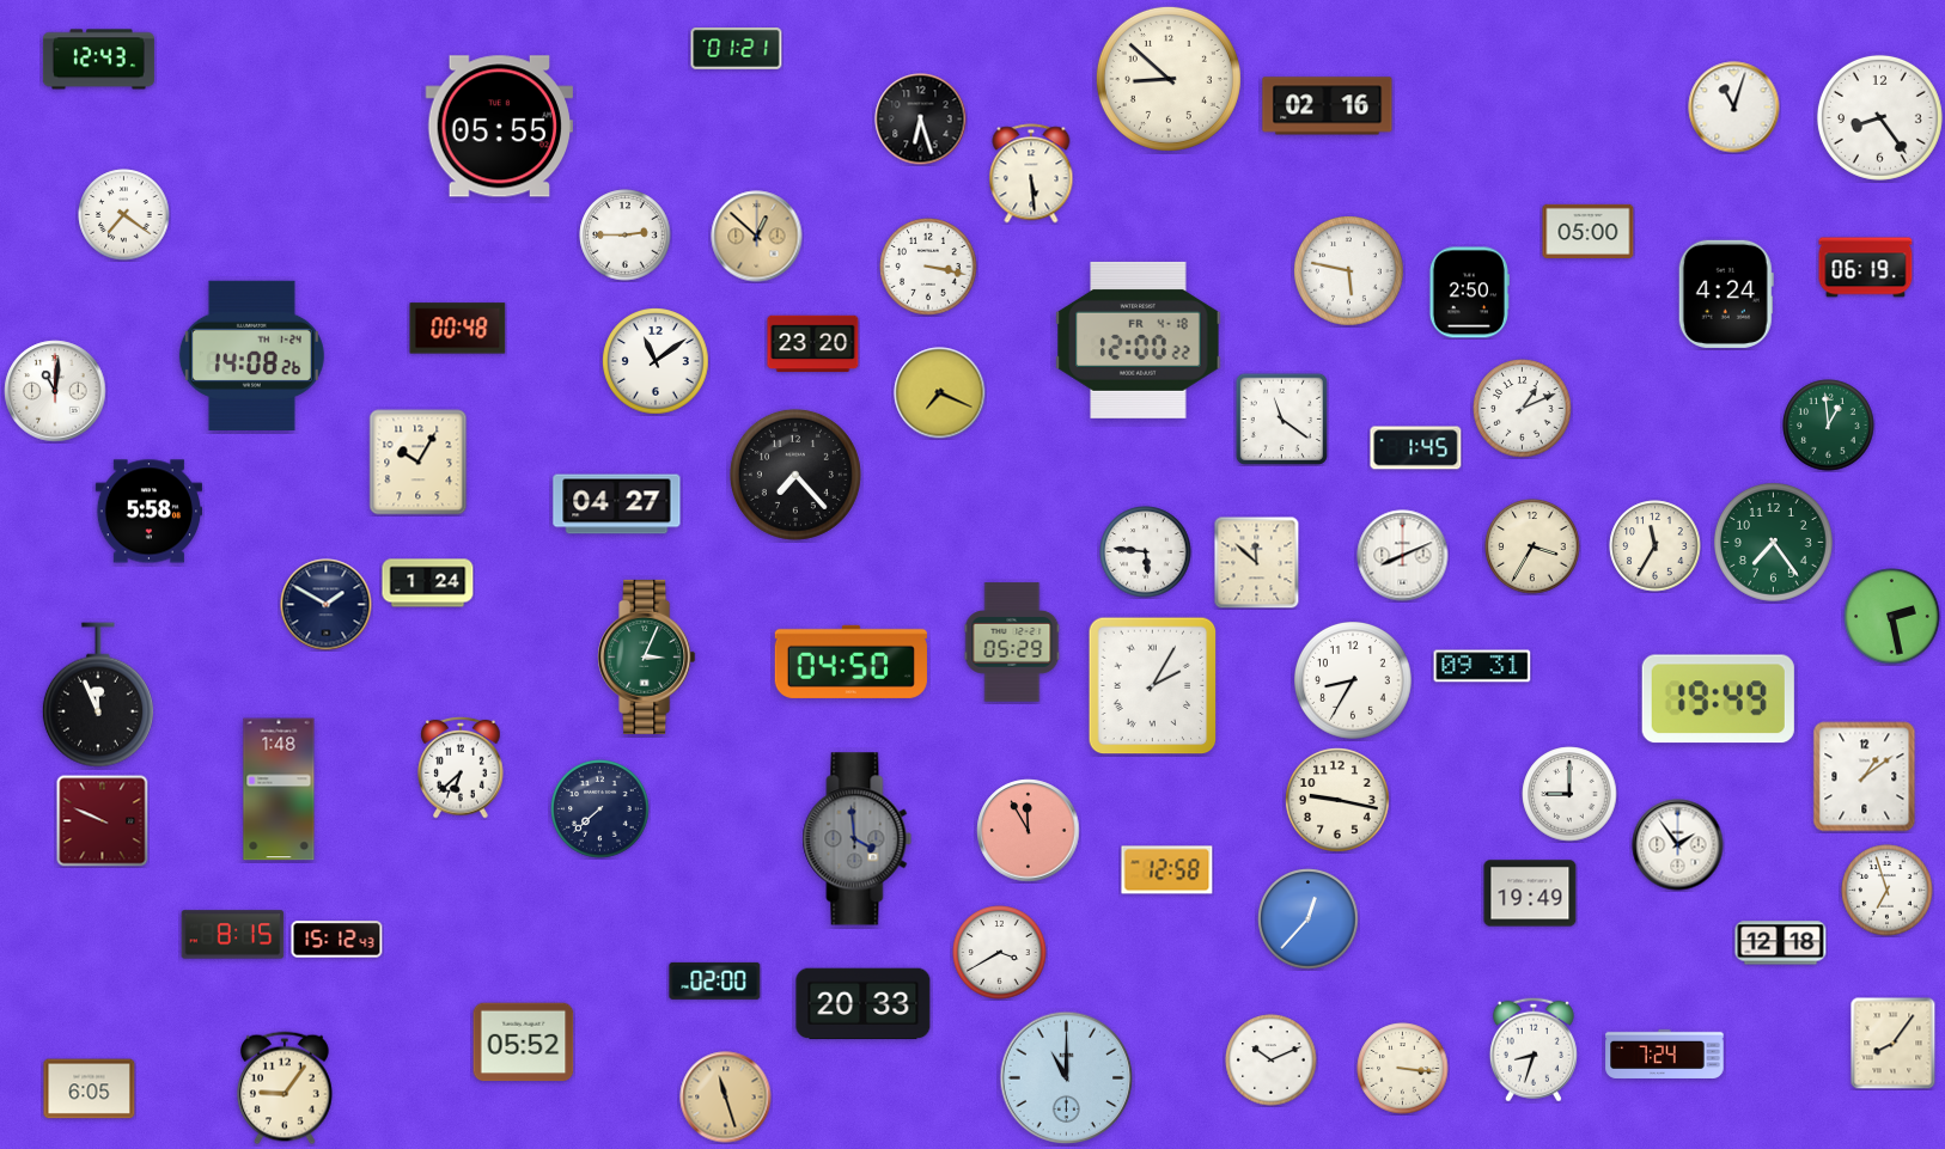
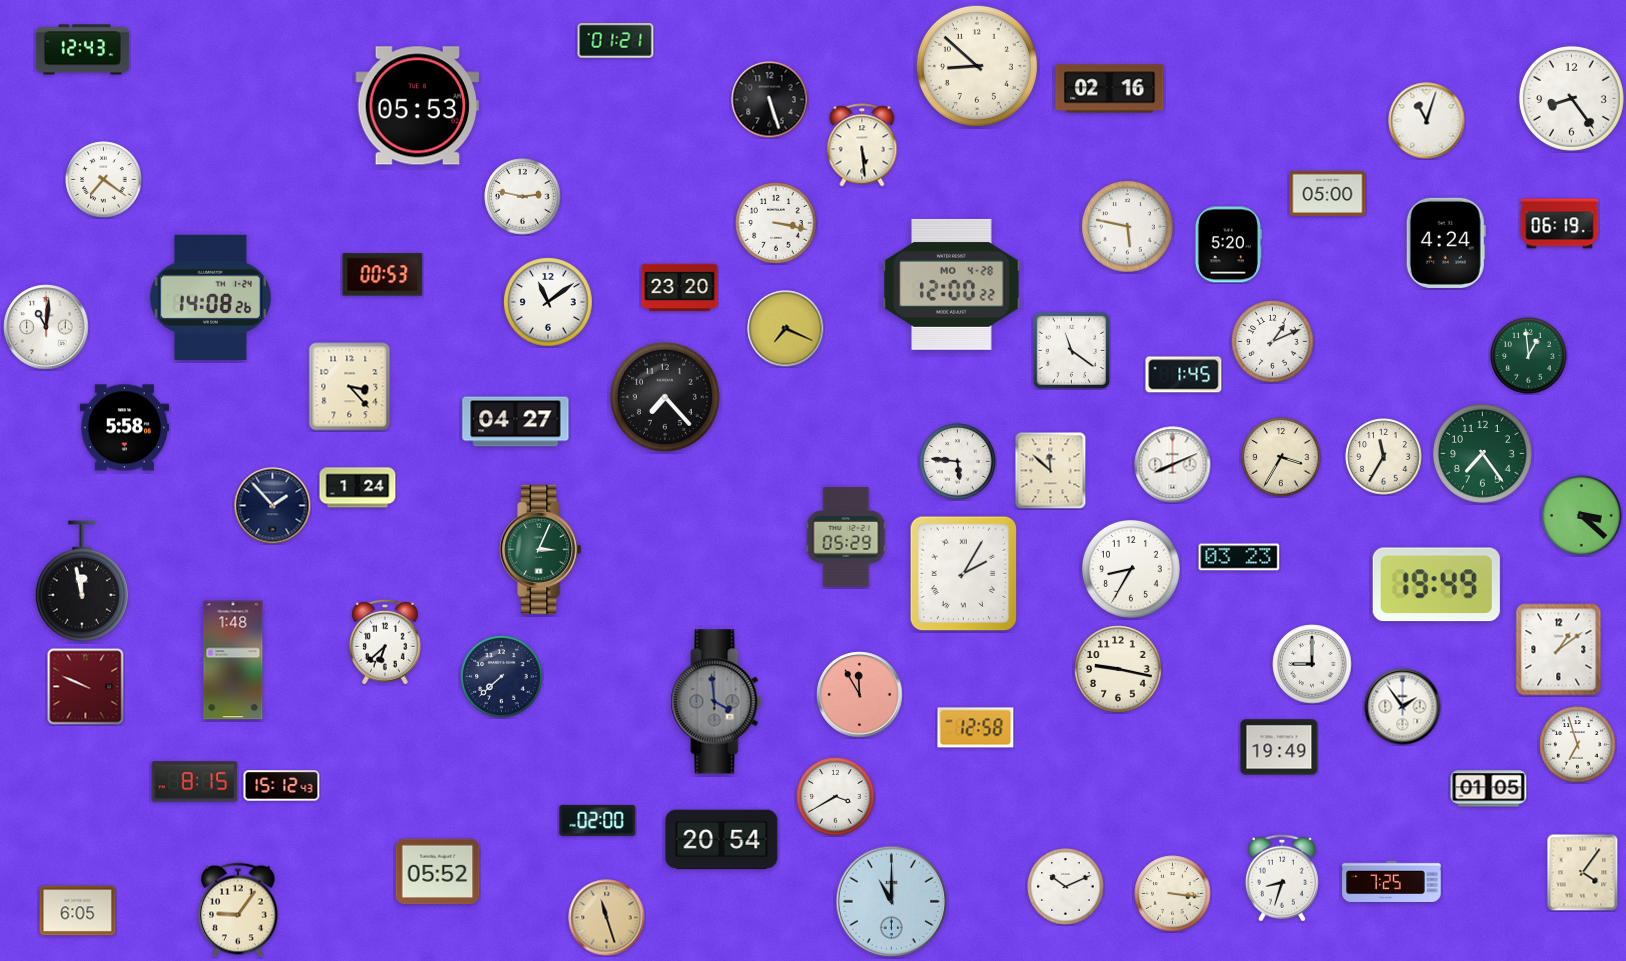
clock at (1734, 108) position: (1734, 108) -> (1427, 121)
clock at (921, 120): 6:27 -> 5:27
clock at (500, 127): 05:55 -> 05:53
clock at (626, 236): 2:45 -> 2:47
clock at (757, 237): 12:52 -> none
clock at (1469, 293): 2:50 -> 5:20
clock at (1726, 294) position: (1726, 294) -> (1446, 243)
clock at (458, 329): 00:48 -> 00:53
clock at (1139, 340) date: FR 4-18 -> MO 4-28
clock at (419, 463): 10:05 -> 3:23
clock at (327, 605): 1:50 -> 1:53
clock at (1892, 617): 2:28 -> 3:22
clock at (850, 661): 04:50 -> none
clock at (1482, 666): 09:31 -> 03:23
clock at (98, 695): 11:56 -> 11:58
clock at (1309, 919): 12:37 -> none
clock at (1781, 943): 12:18 -> 01:05
clock at (864, 1004): 20:33 -> 20:54
clock at (1894, 1043): 8:06 -> 4:06
clock at (1665, 1053): 7:24 -> 7:25
clock at (1272, 1061) position: (1272, 1061) -> (1066, 887)
clock at (90, 1089) position: (90, 1089) -> (78, 911)
